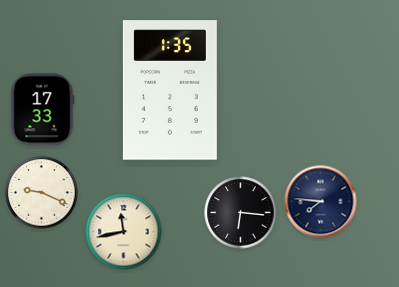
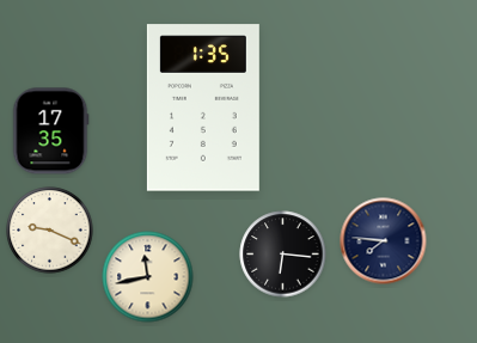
clock at (42, 110): 17:33 -> 17:35
clock at (241, 213) position: (241, 213) -> (283, 255)
